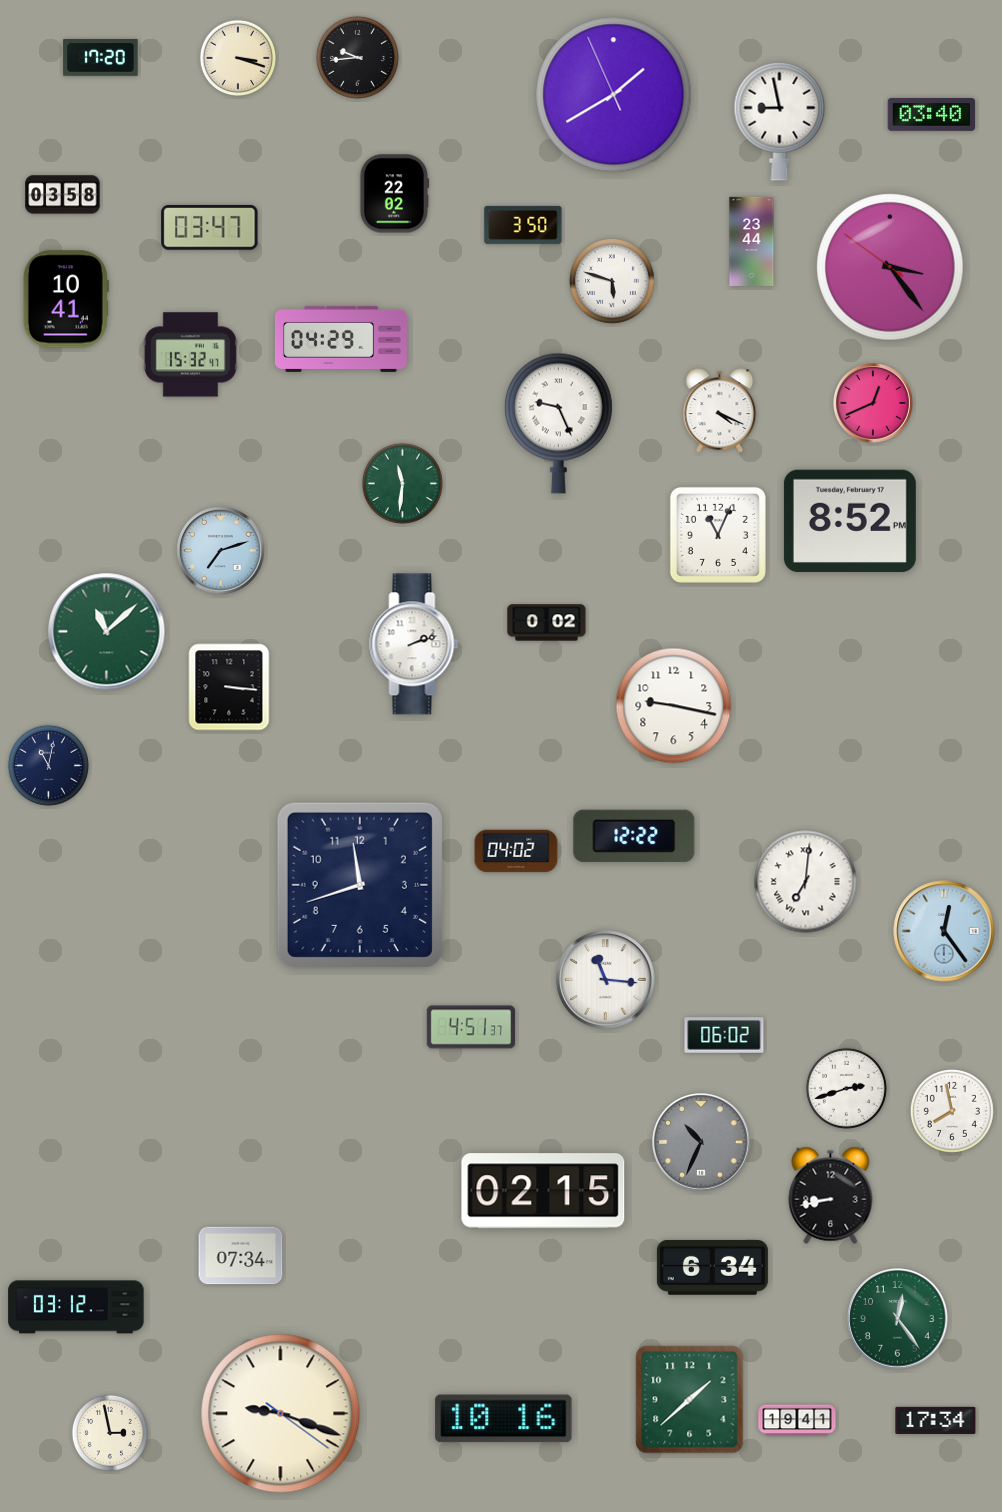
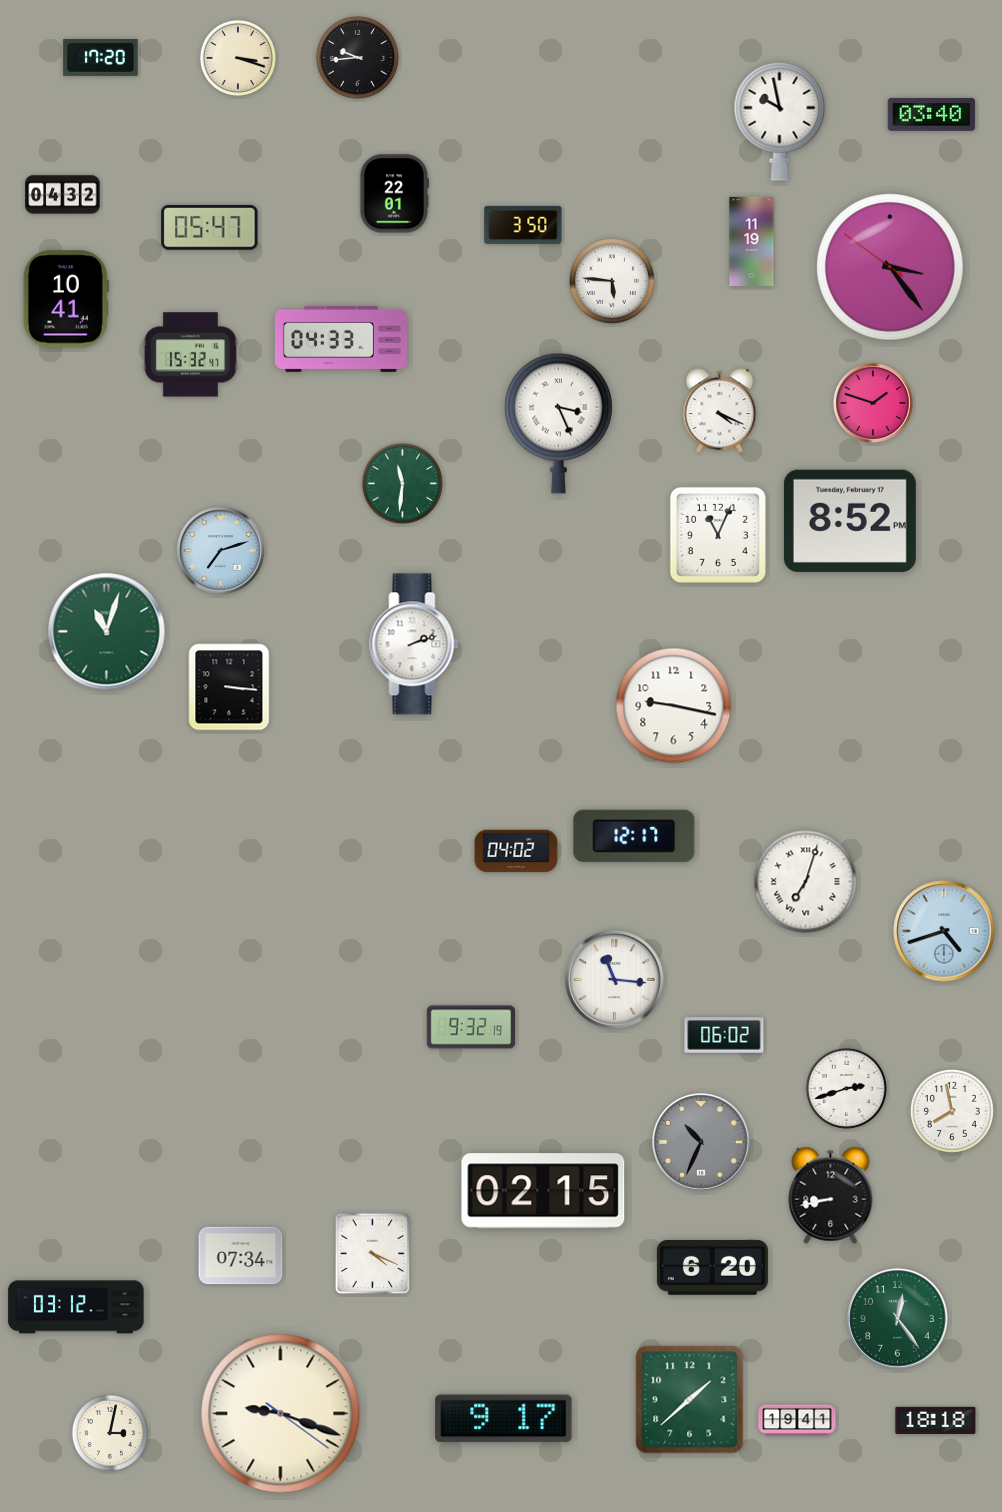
clock at (614, 95): 1:39 -> none
clock at (780, 121): 8:58 -> 9:58
clock at (393, 194): 22:02 -> 22:01
clock at (63, 195): 03:58 -> 04:32
clock at (210, 227): 03:47 -> 05:47
clock at (752, 241): 23:44 -> 11:19
clock at (613, 282): 5:48 -> 5:46
clock at (341, 339): 04:29 -> 04:33
clock at (874, 404): 12:41 -> 1:48
clock at (558, 423): 9:26 -> 3:26
clock at (547, 623): 0:02 -> none
clock at (107, 632): 11:08 -> 11:03
clock at (48, 765): 11:02 -> none
clock at (634, 836): 12:22 -> 12:17
clock at (806, 882): 7:01 -> 7:03
clock at (360, 885): 11:42 -> none
clock at (944, 931): 12:24 -> 4:42
clock at (606, 980) position: (606, 980) -> (615, 980)
clock at (471, 1027): 4:51 -> 9:32
clock at (373, 1254): none -> 4:19
clock at (712, 1267): 6:34 -> 6:20
clock at (504, 1419): 10:16 -> 9:17
clock at (936, 1420): 17:34 -> 18:18
clock at (109, 1432): 2:58 -> 3:02
